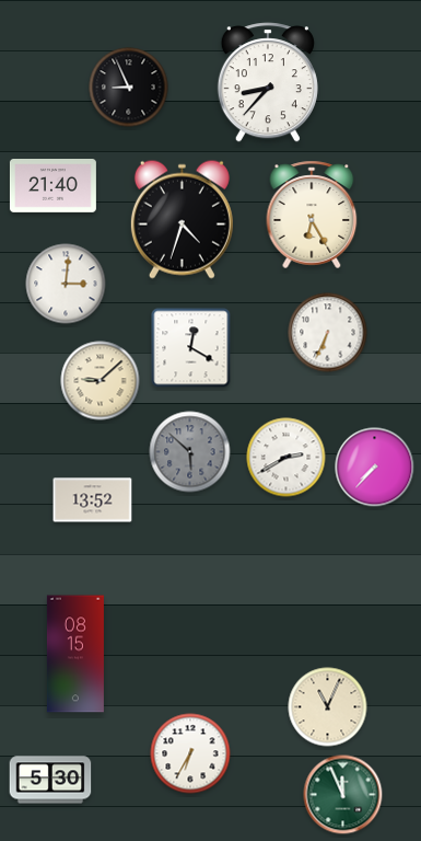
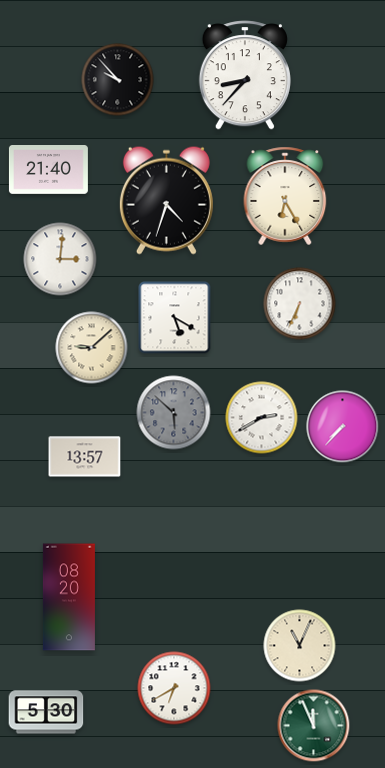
clock at (129, 88): 8:56 -> 9:53
clock at (191, 348): 12:20 -> 5:20
clock at (93, 500): 13:52 -> 13:57
clock at (75, 654): 08:15 -> 08:20
clock at (190, 753): 6:35 -> 6:40
